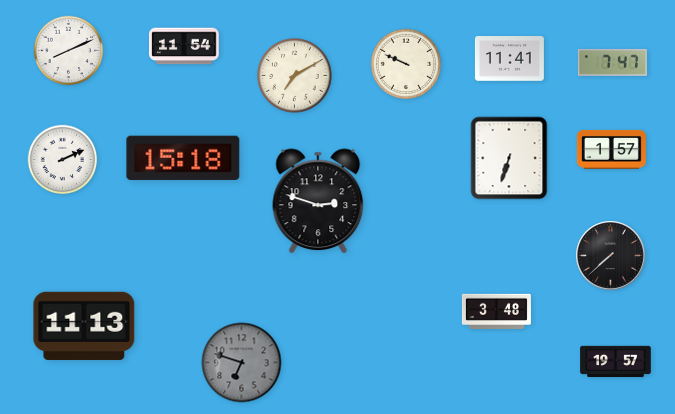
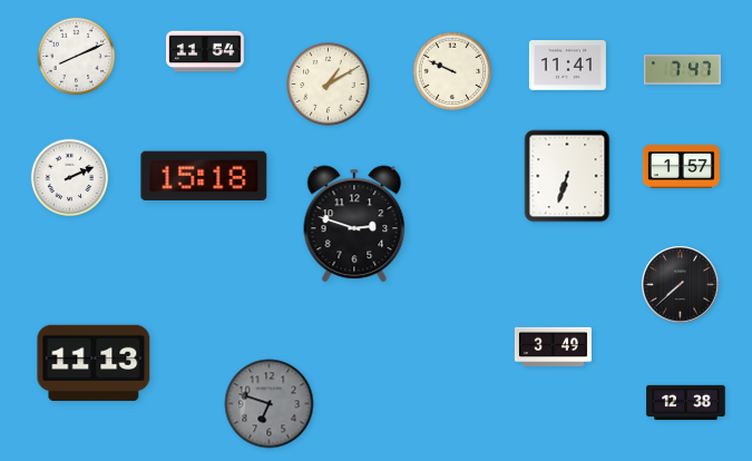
clock at (295, 76): 7:10 -> 1:10
clock at (496, 311): 3:48 -> 3:49
clock at (616, 362): 19:57 -> 12:38
